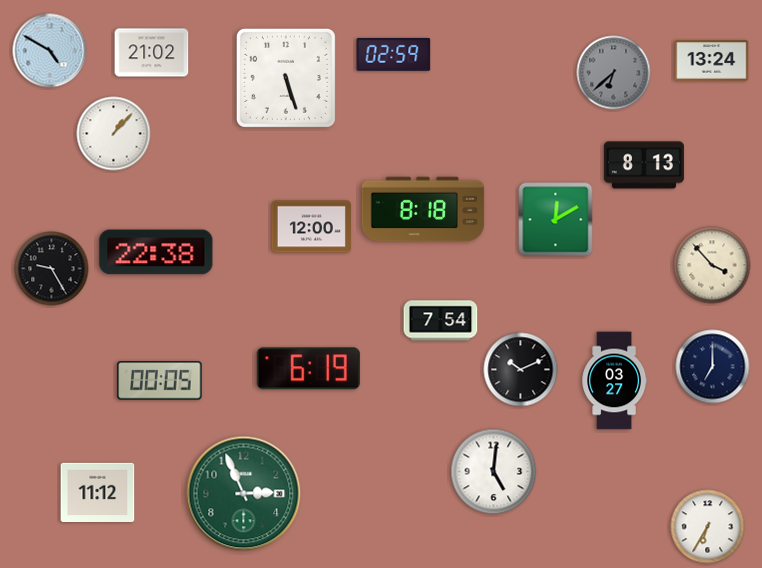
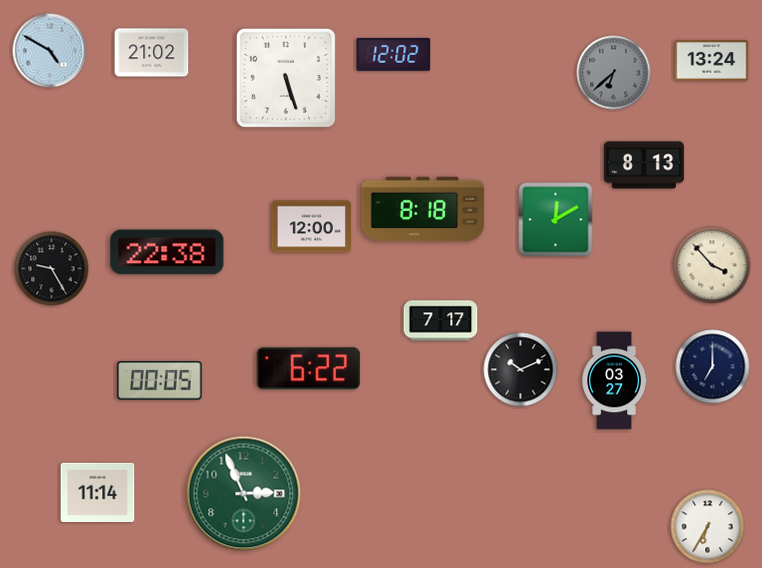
clock at (394, 54): 02:59 -> 12:02
clock at (114, 134): 1:07 -> none
clock at (156, 252) position: (156, 252) -> (167, 252)
clock at (441, 321): 7:54 -> 7:17
clock at (308, 369): 6:19 -> 6:22
clock at (494, 472): 5:01 -> none
clock at (98, 493): 11:12 -> 11:14
